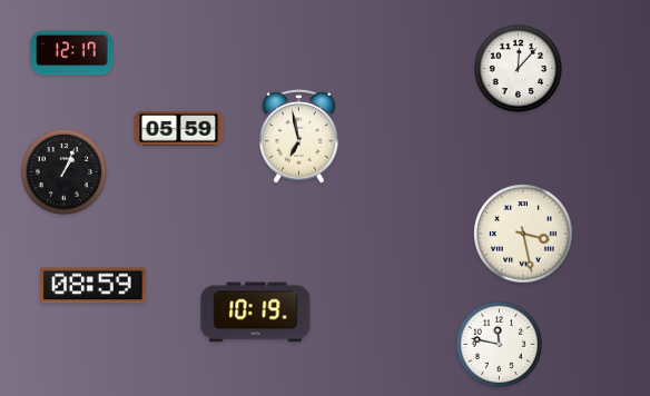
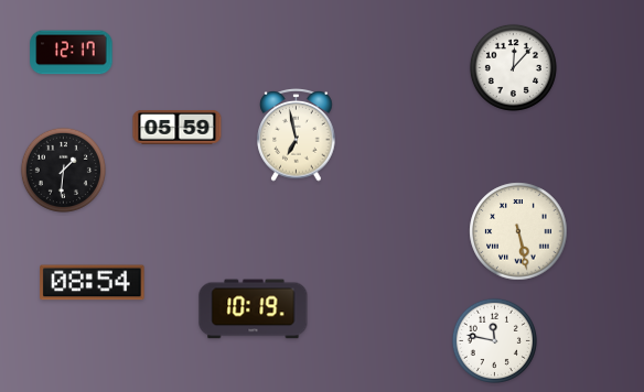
clock at (63, 171): 1:04 -> 1:31
clock at (523, 234): 3:28 -> 5:28
clock at (93, 286): 08:59 -> 08:54
